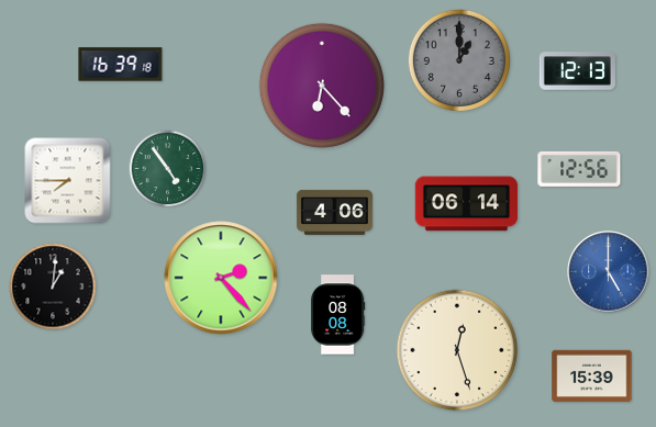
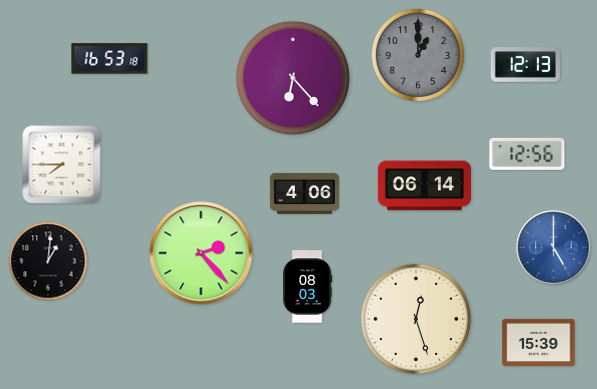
clock at (121, 65): 16:39 -> 16:53
clock at (168, 169): 4:54 -> none
clock at (338, 315): 08:08 -> 08:03
